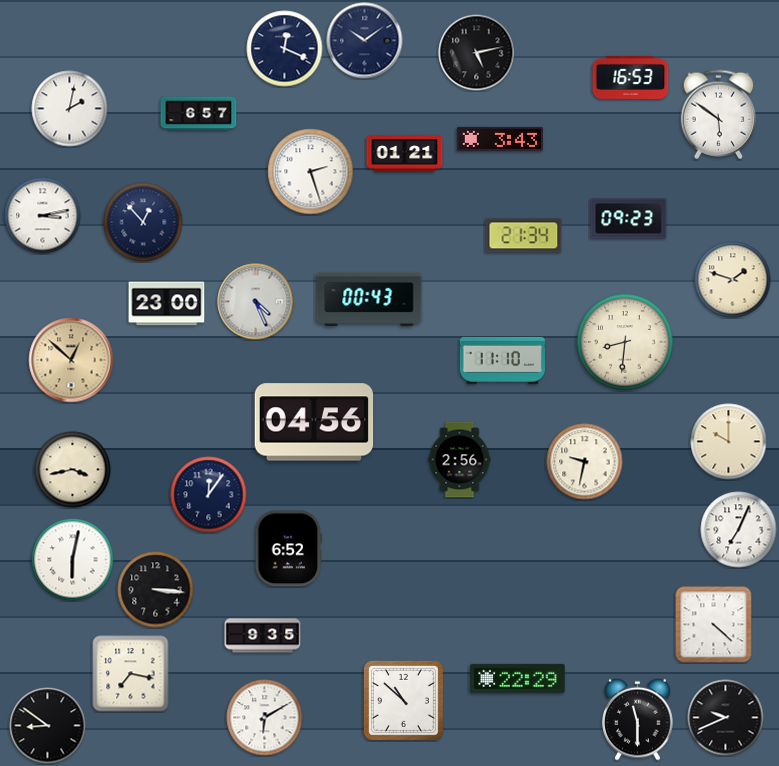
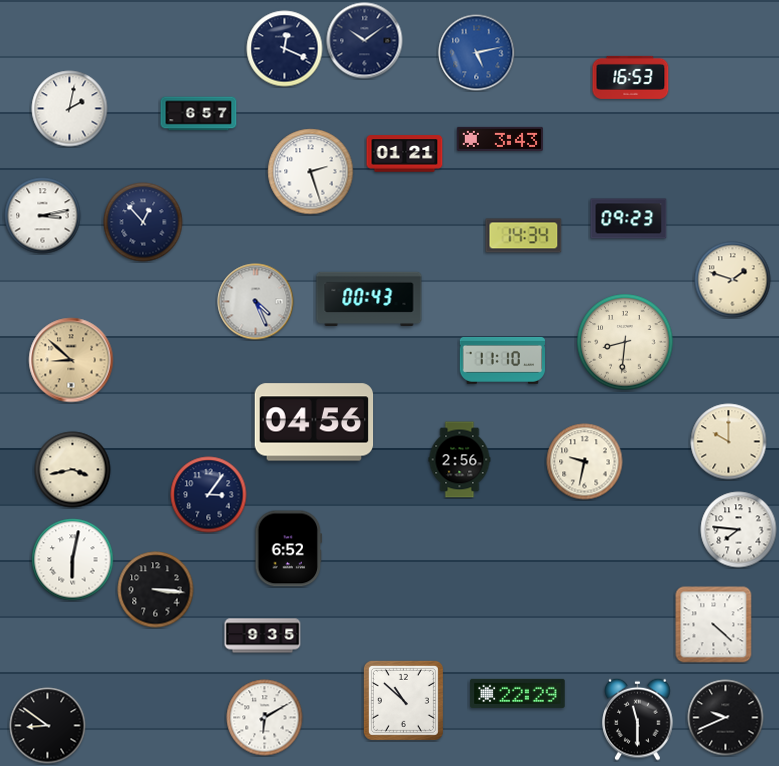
clock at (477, 53) dial: black -> blue
clock at (718, 115): 5:51 -> none
clock at (524, 236): 21:34 -> 14:34
clock at (167, 304): 23:00 -> none
clock at (71, 360): 12:52 -> 8:52
clock at (209, 495): 12:06 -> 3:06
clock at (739, 530): 7:04 -> 7:46
clock at (131, 674): 7:17 -> none
clock at (518, 678) position: (518, 678) -> (518, 693)
